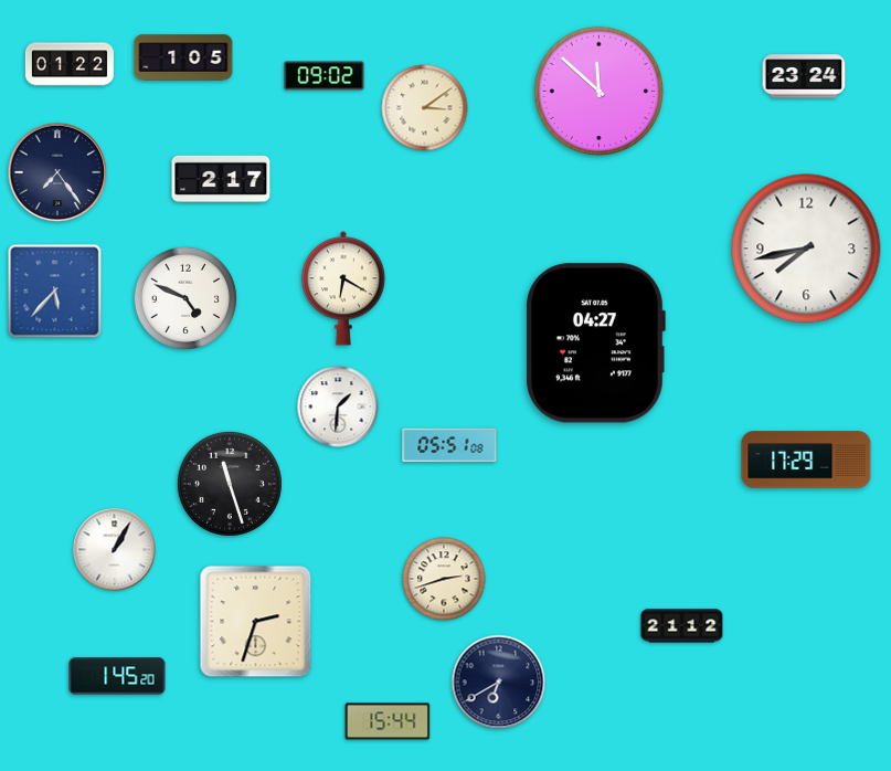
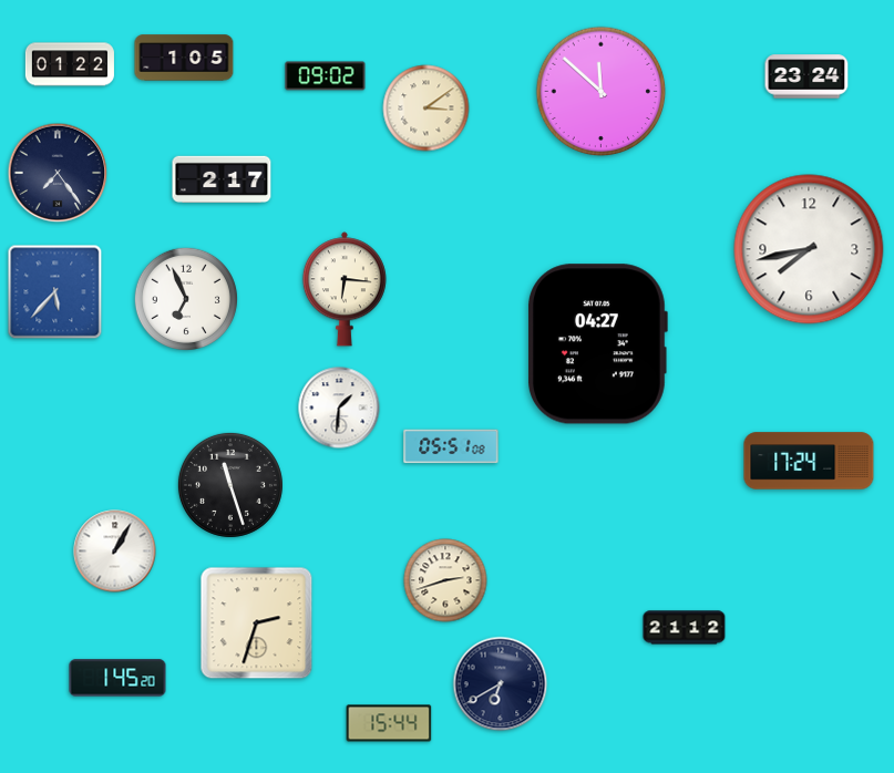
clock at (343, 288): 6:20 -> 6:16
clock at (185, 298): 4:49 -> 6:56
clock at (806, 460): 17:29 -> 17:24
